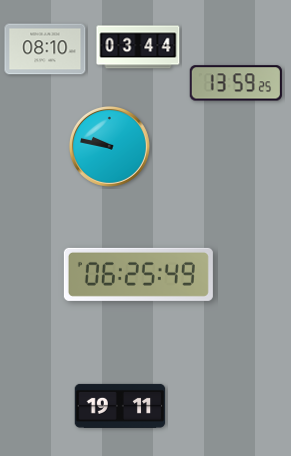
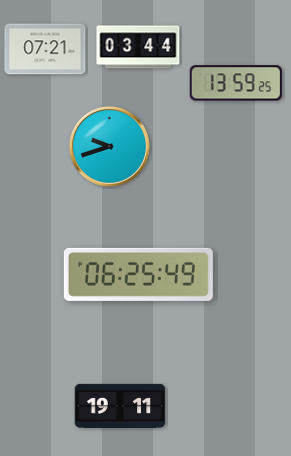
clock at (45, 49): 08:10 -> 07:21
clock at (109, 146): 9:47 -> 9:42
